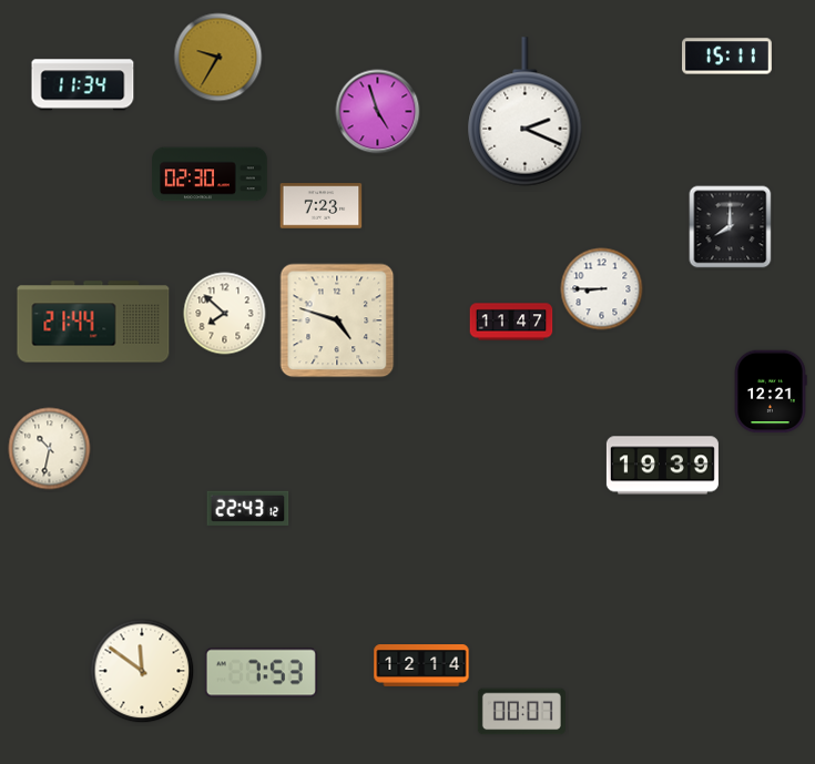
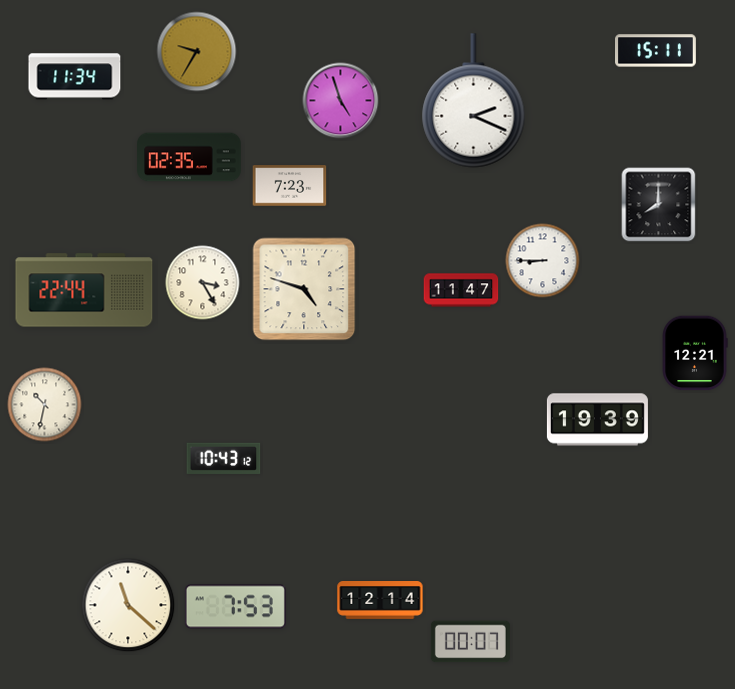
clock at (210, 174): 02:30 -> 02:35
clock at (225, 314): 7:52 -> 3:25
clock at (93, 322): 21:44 -> 22:44
clock at (248, 508): 22:43 -> 10:43
clock at (142, 671): 11:51 -> 11:22
